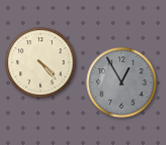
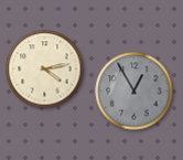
clock at (41, 63): 4:23 -> 4:13
